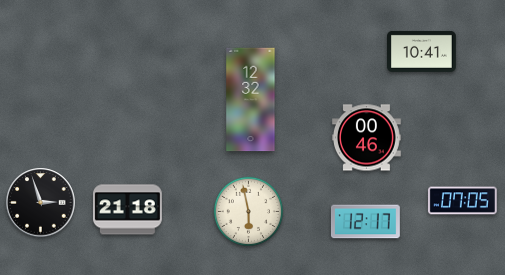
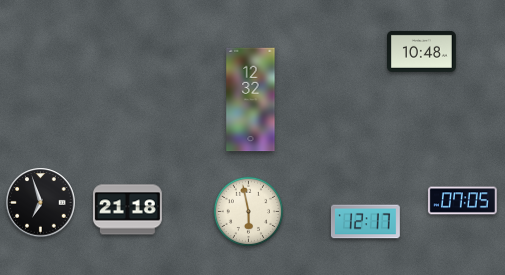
clock at (422, 51): 10:41 -> 10:48
clock at (367, 138): 00:46 -> none
clock at (41, 203): 2:57 -> 6:57
